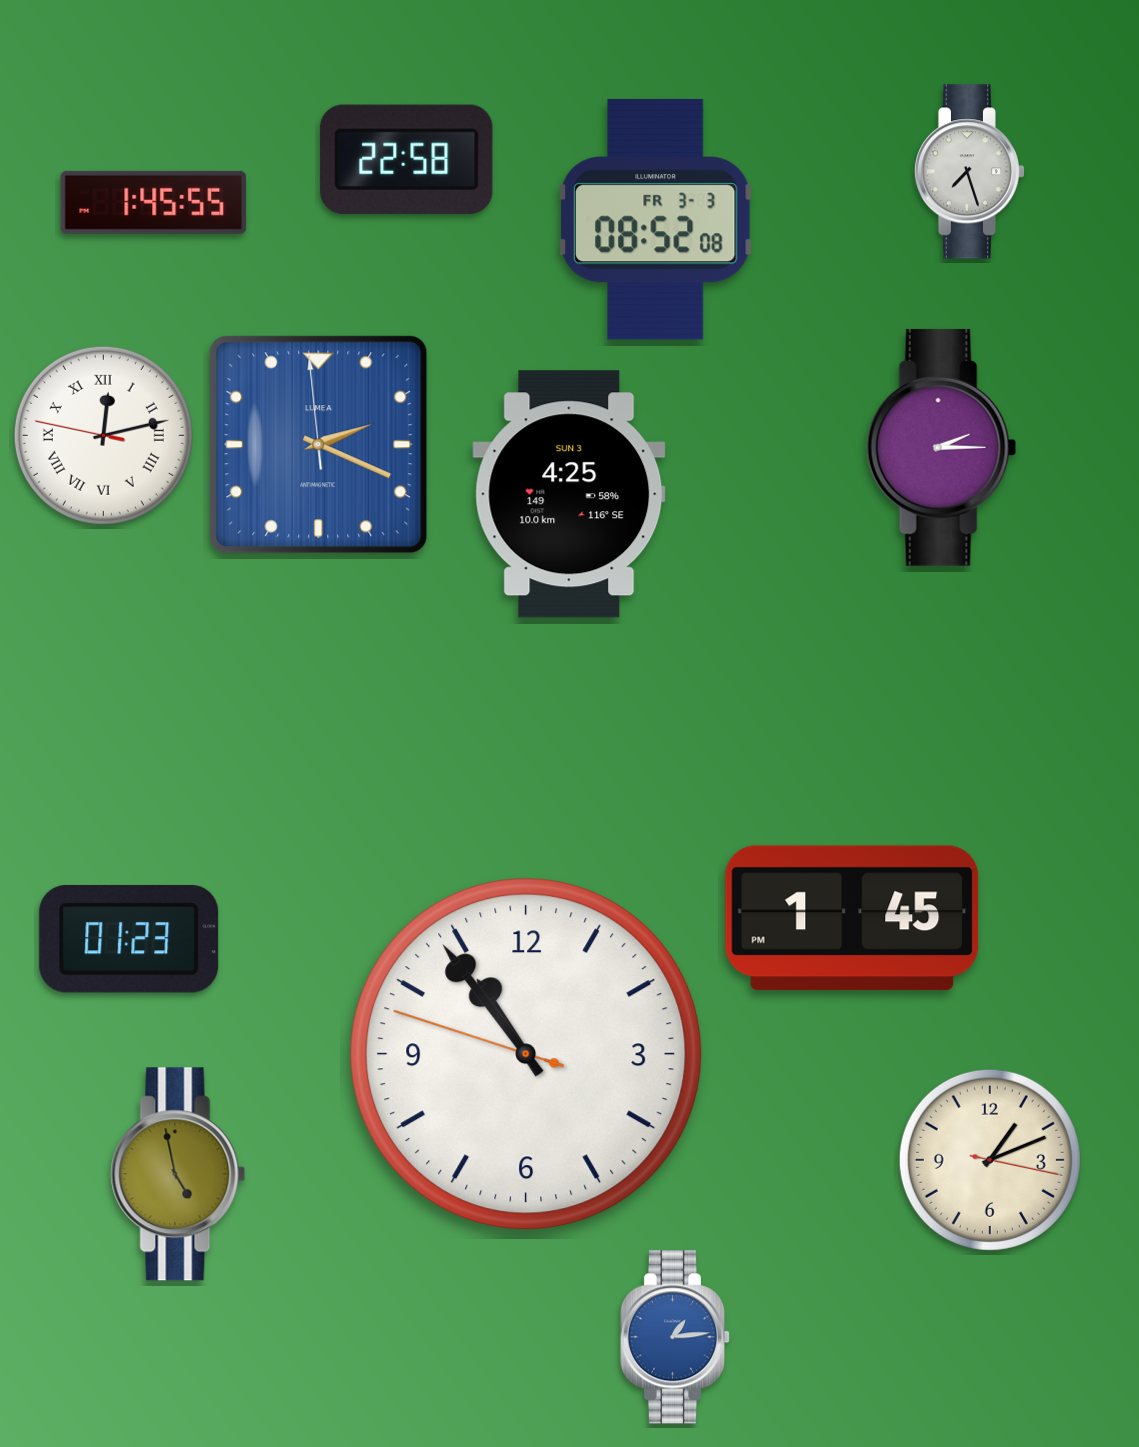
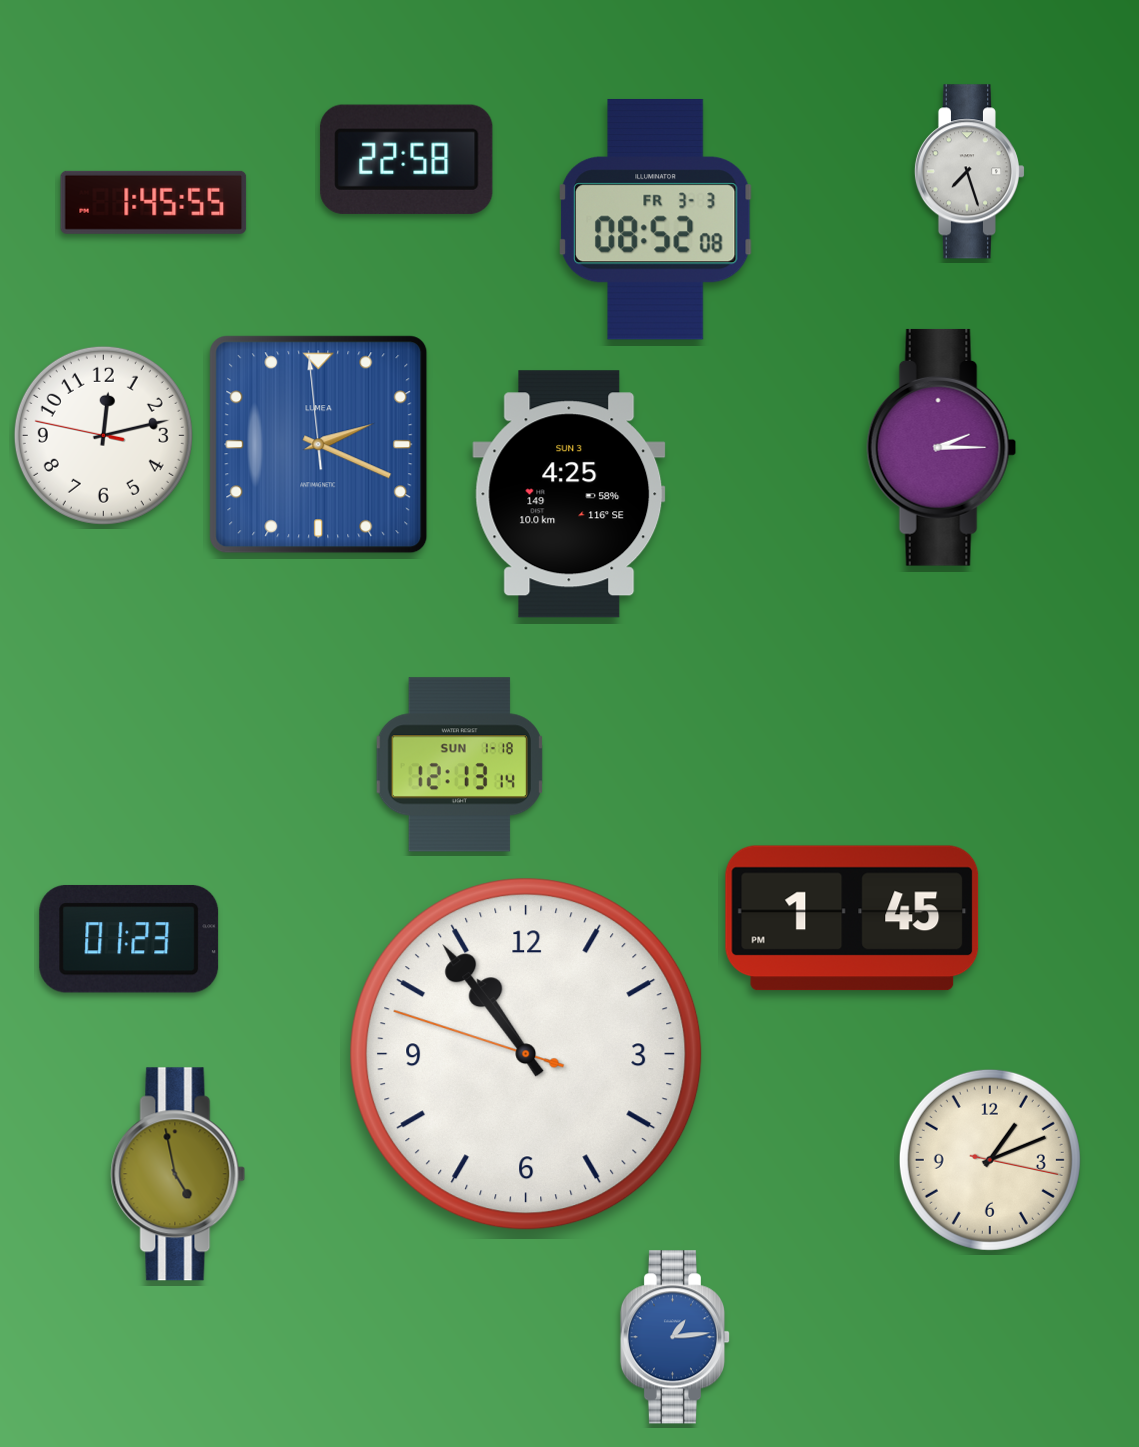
clock at (103, 435) numerals: Roman -> Arabic
clock at (459, 765): none -> 12:13
